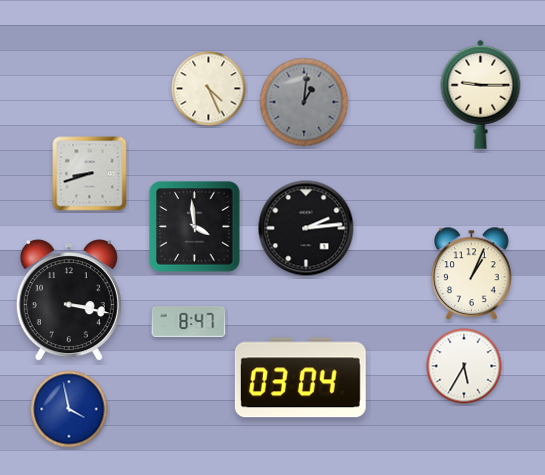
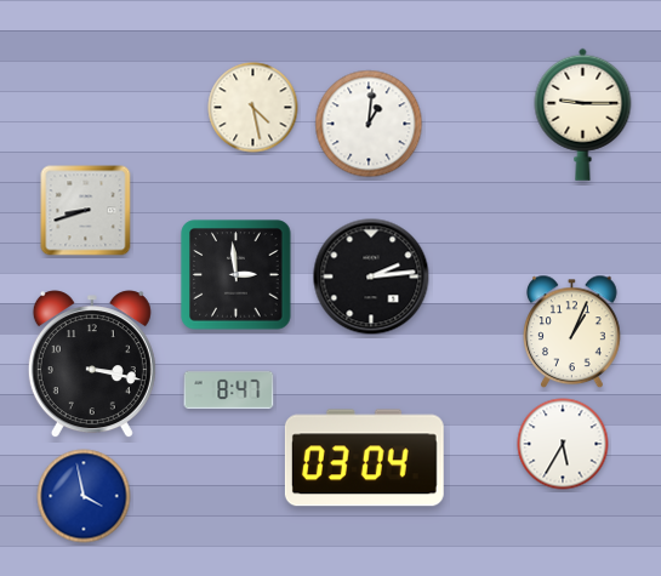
clock at (209, 89): 4:26 -> 4:28
clock at (304, 102) dial: grey -> white
clock at (90, 174) position: (90, 174) -> (86, 211)
clock at (195, 227): 3:59 -> 2:59
clock at (69, 301) position: (69, 301) -> (92, 365)
